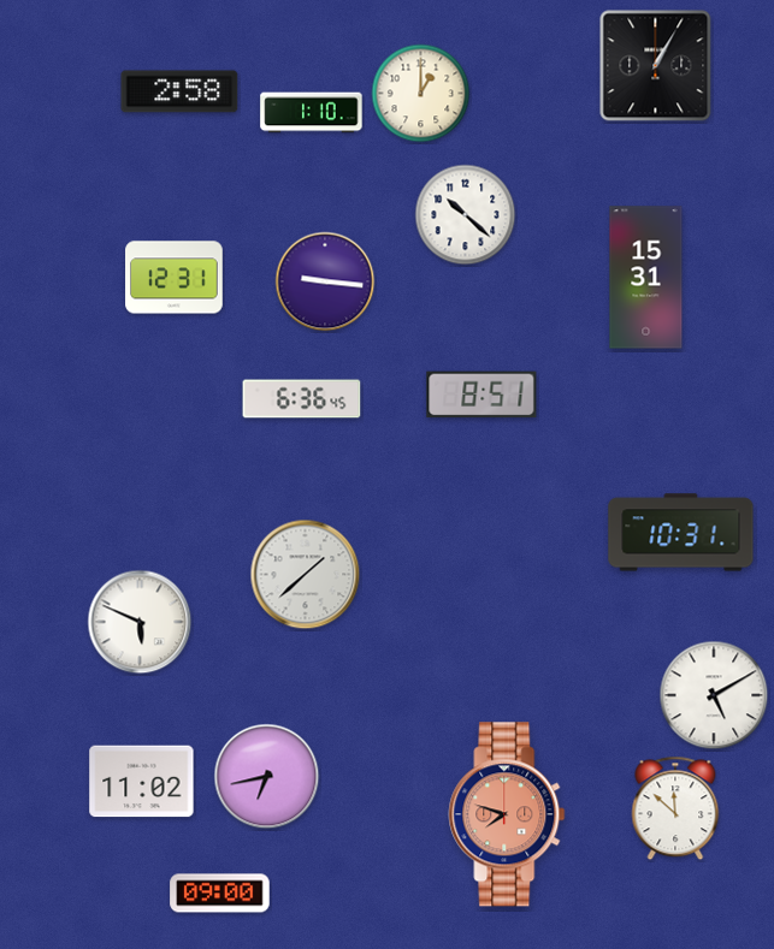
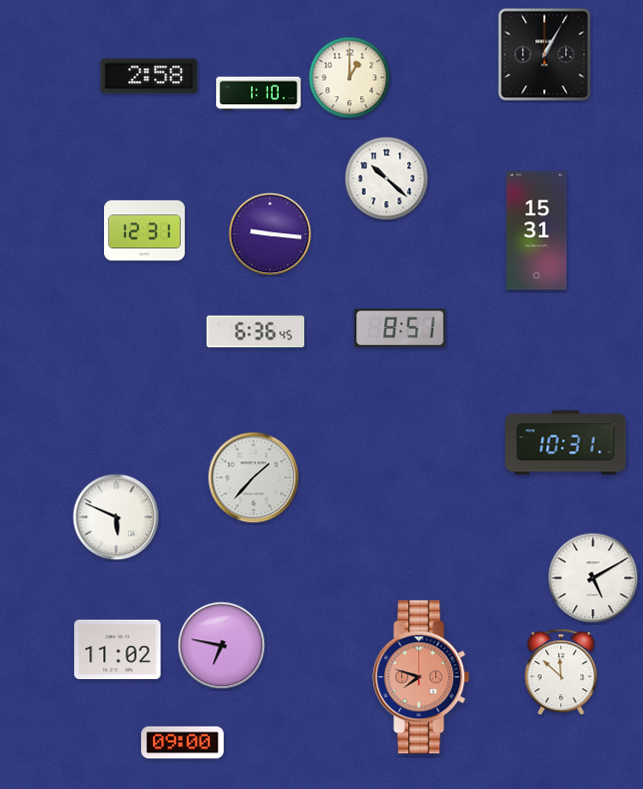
clock at (302, 399) position: (302, 399) -> (256, 332)
clock at (306, 575): 1:38 -> 1:37
clock at (267, 777): 6:43 -> 6:47
